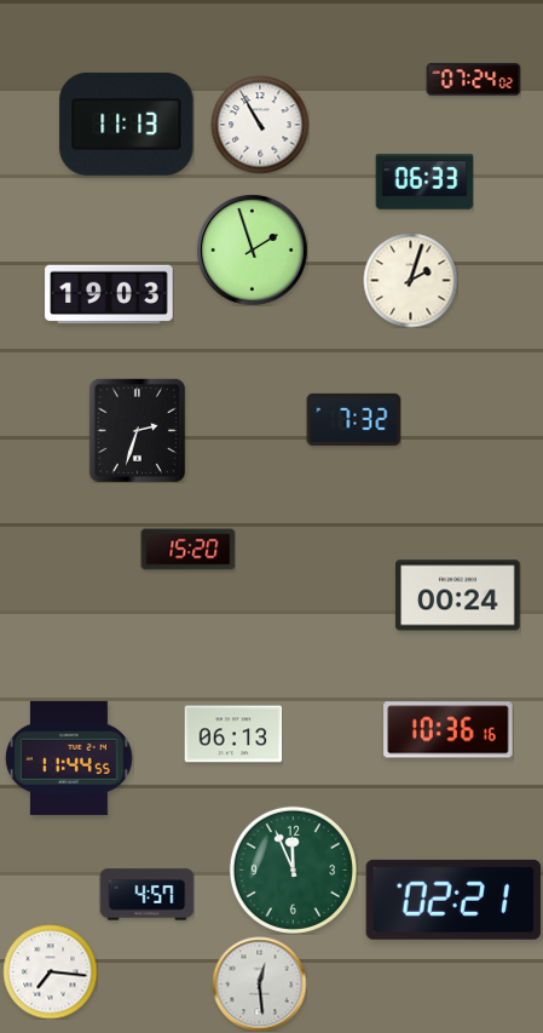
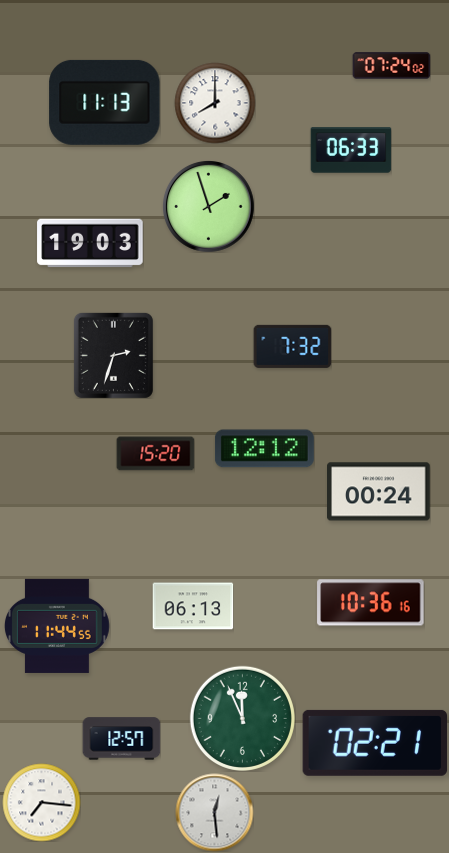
clock at (260, 125): 10:55 -> 8:00
clock at (410, 280): 2:03 -> none
clock at (264, 449): none -> 12:12
clock at (146, 895): 4:57 -> 12:57
